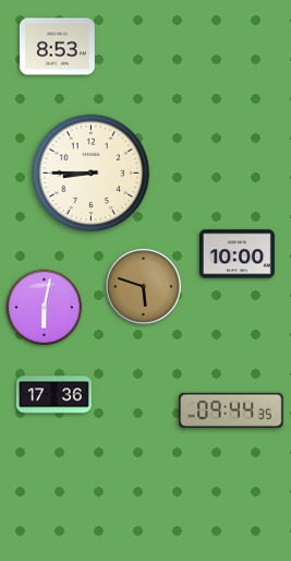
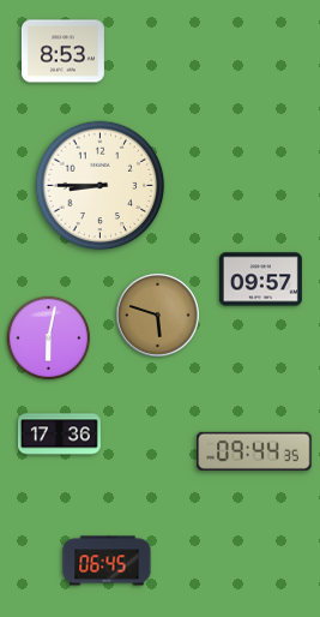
clock at (92, 174) position: (92, 174) -> (101, 186)
clock at (237, 254): 10:00 -> 09:57
clock at (107, 561): none -> 06:45
